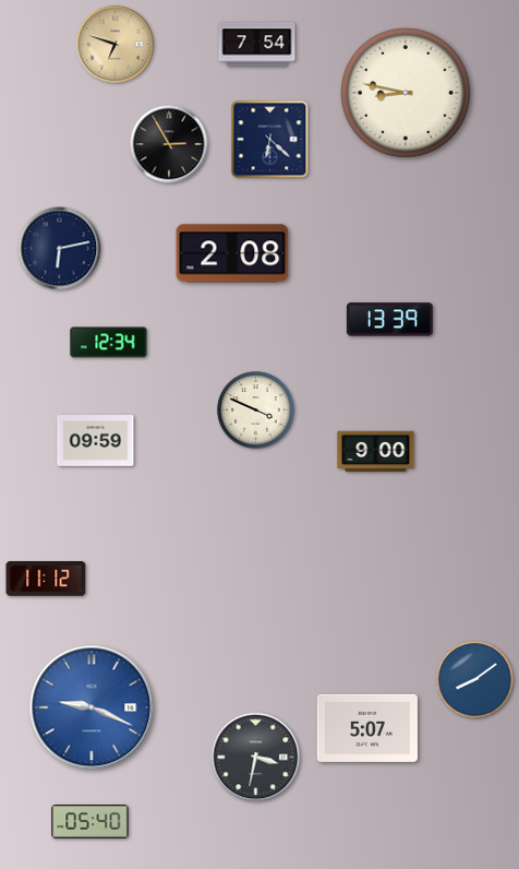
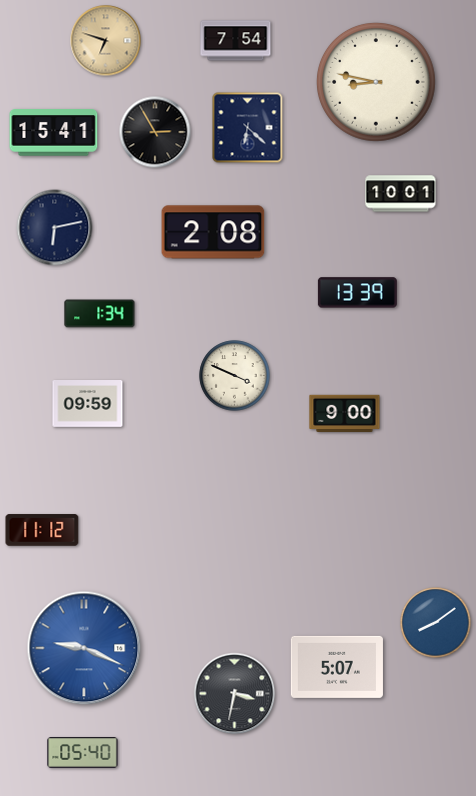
clock at (407, 94) position: (407, 94) -> (377, 83)
clock at (54, 133): none -> 15:41
clock at (401, 194): none -> 10:01
clock at (109, 343): 12:34 -> 1:34
